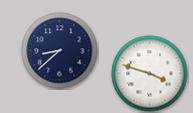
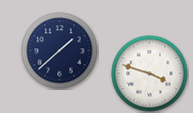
clock at (60, 51): 8:38 -> 1:38
